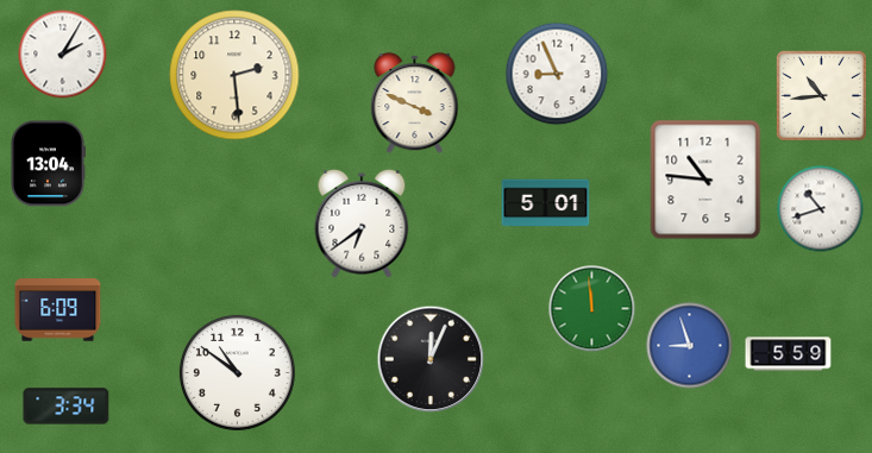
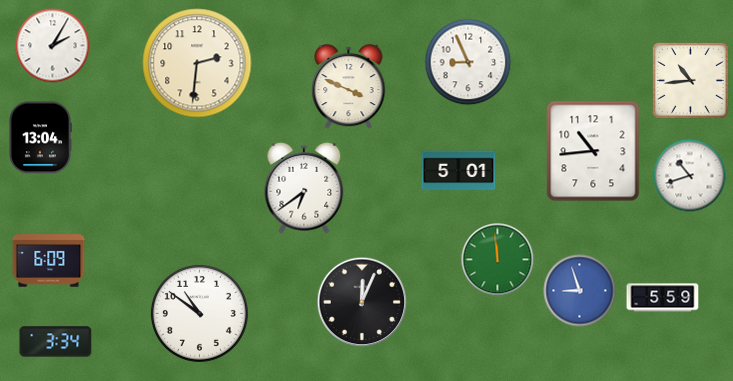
clock at (234, 75): 2:29 -> 2:31
clock at (705, 180): 10:46 -> 10:44
